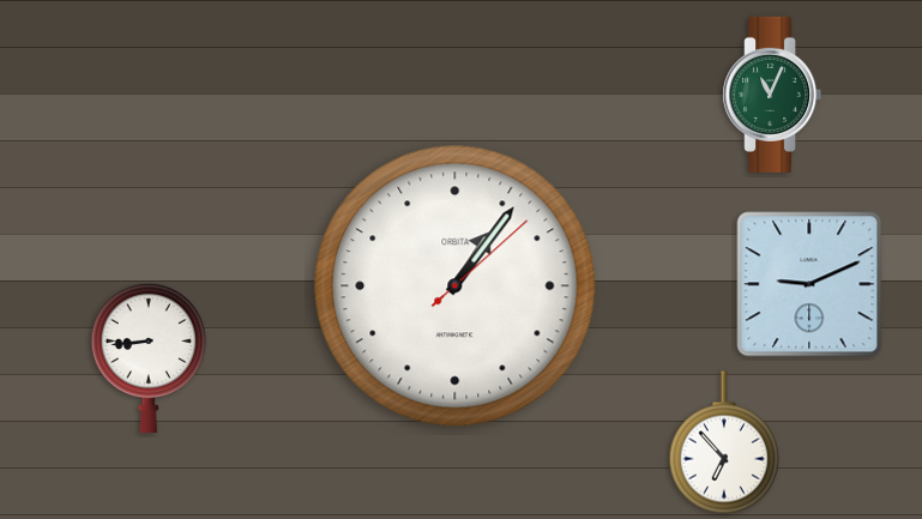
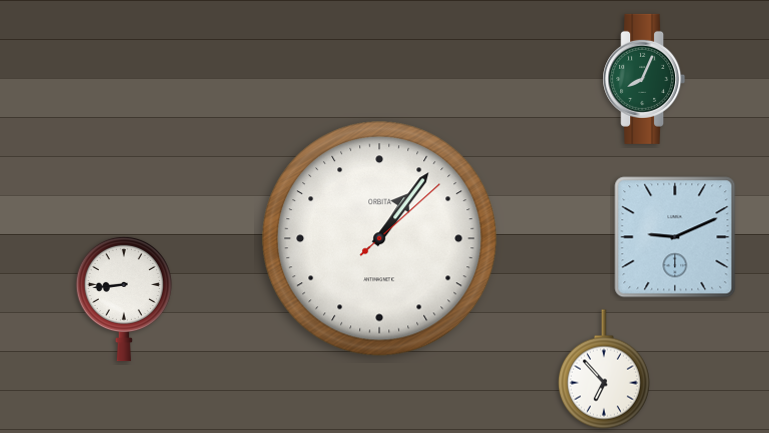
clock at (772, 95): 11:04 -> 8:04
